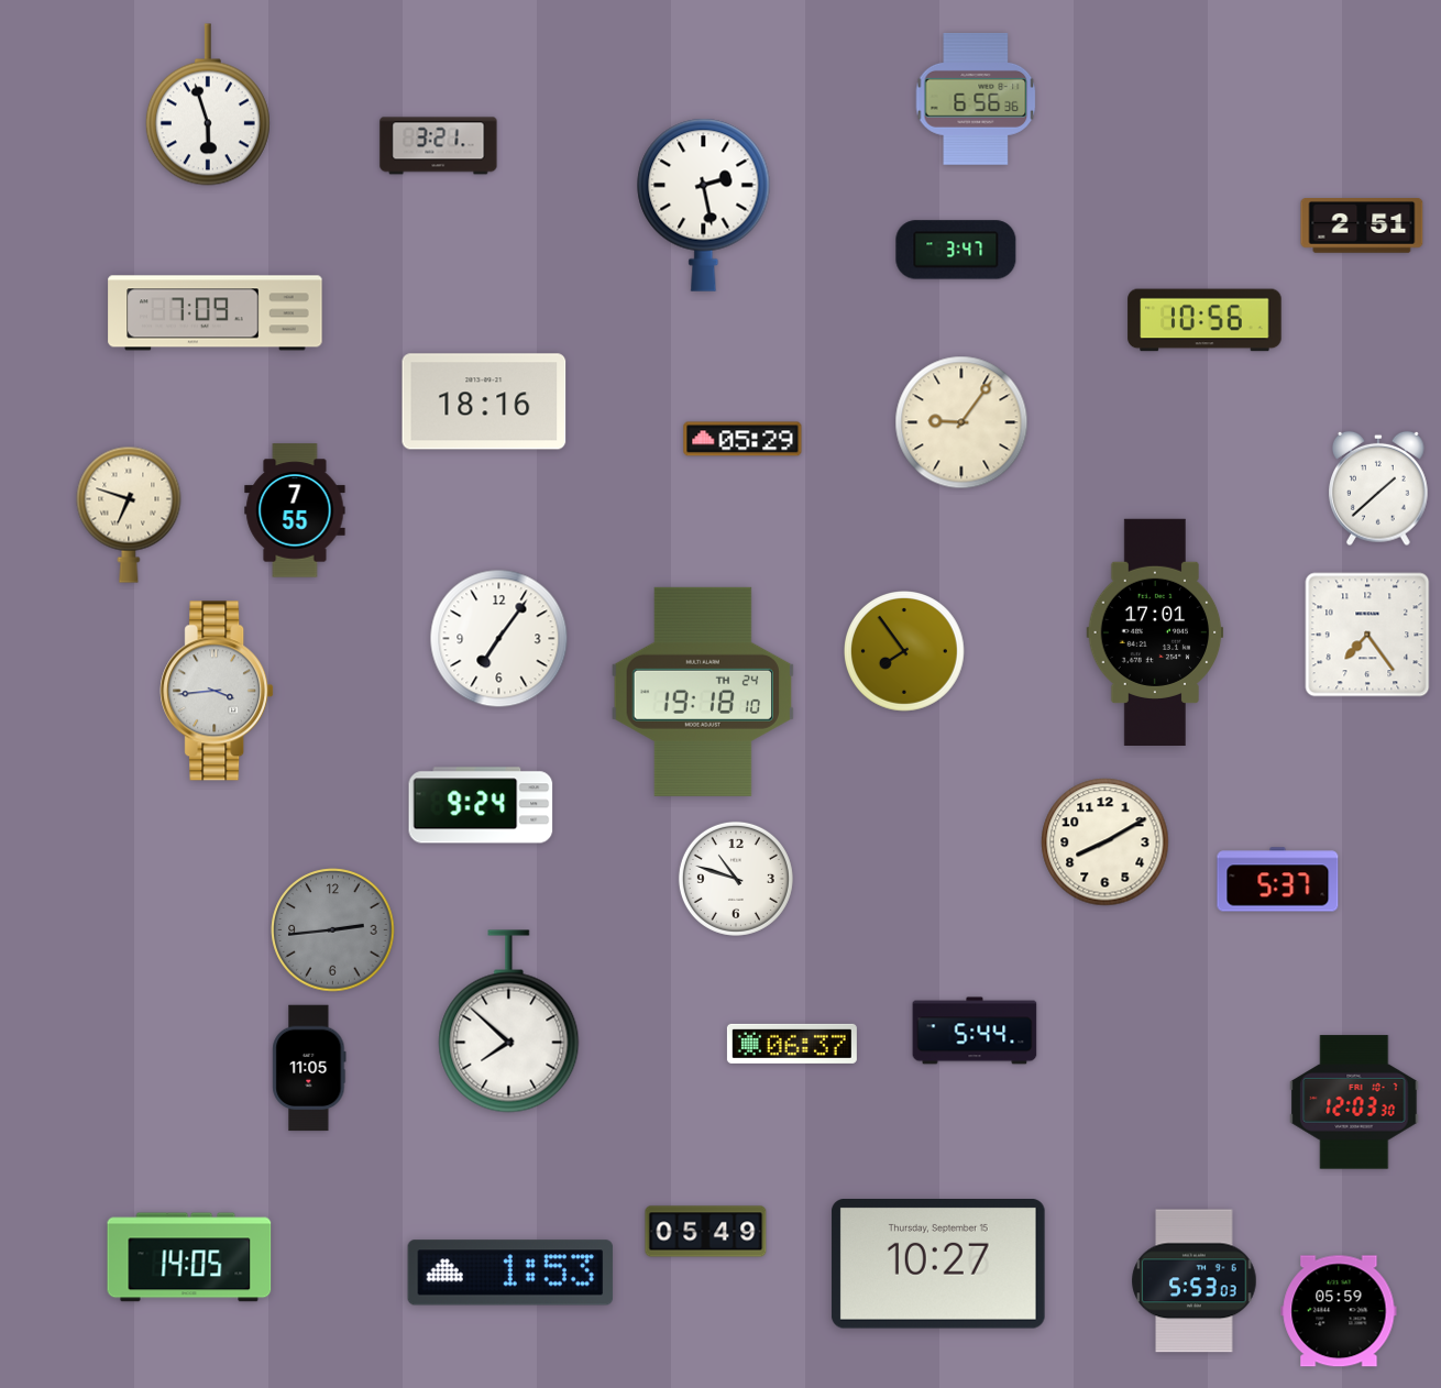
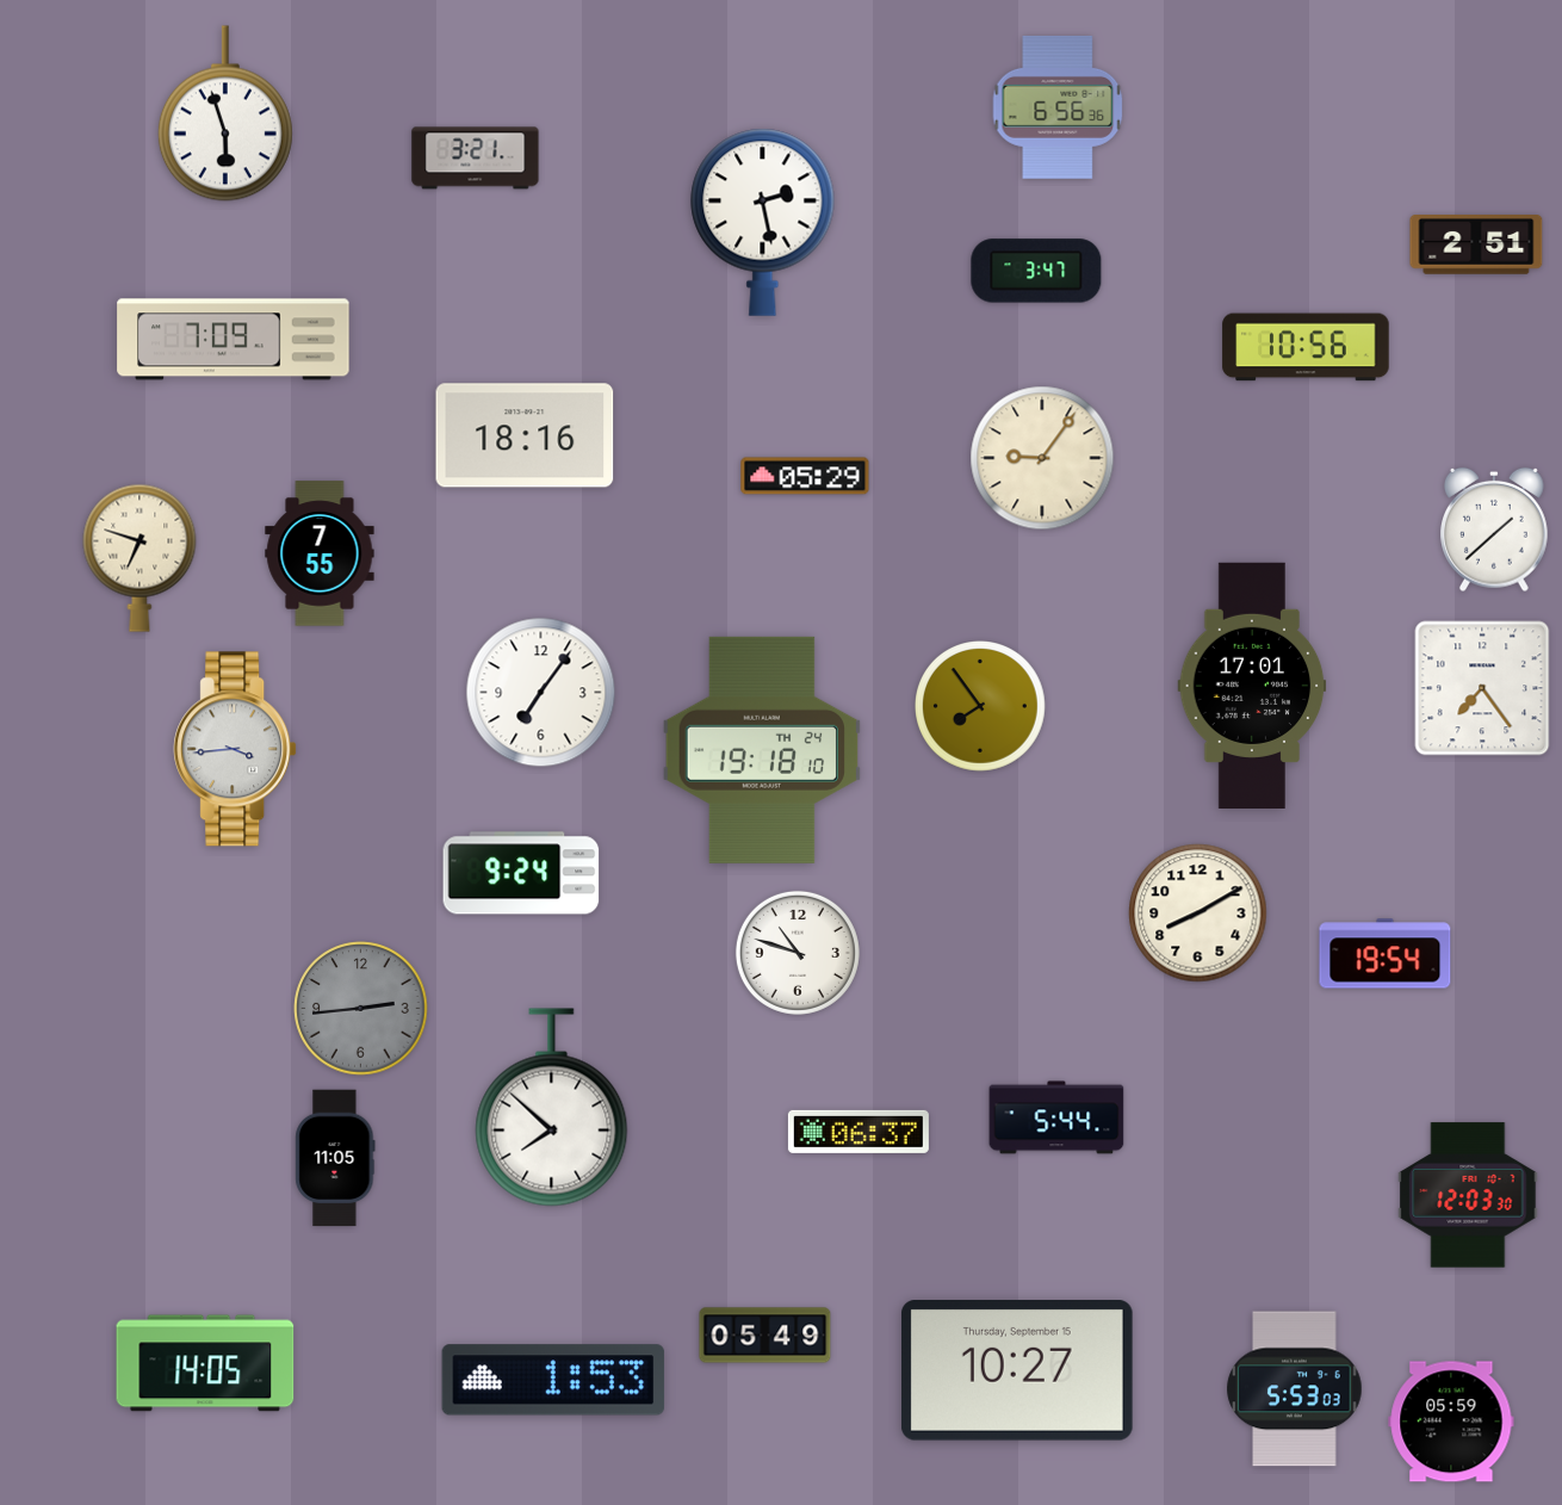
clock at (1278, 880): 5:37 -> 19:54
